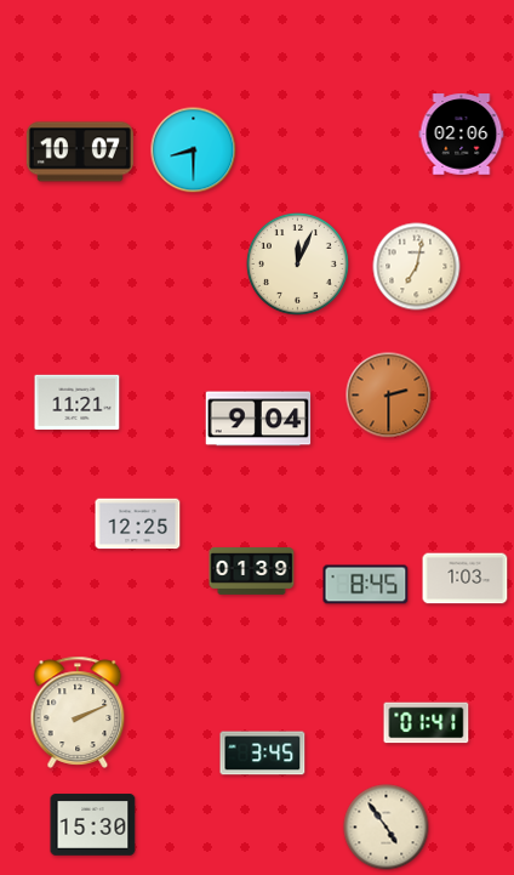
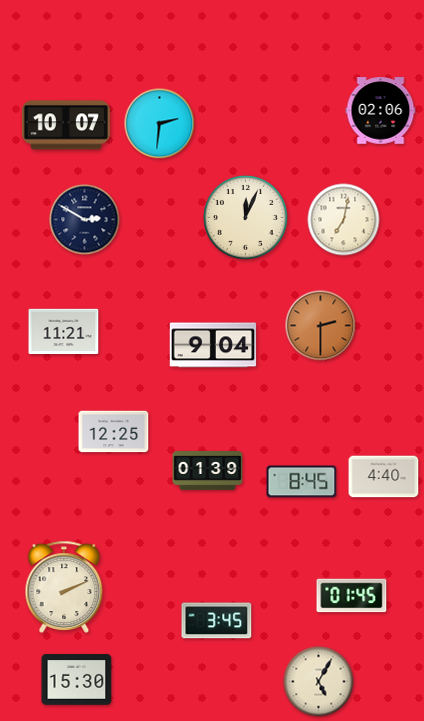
clock at (194, 150): 8:30 -> 2:31
clock at (85, 220): none -> 2:50
clock at (466, 579): 1:03 -> 4:40
clock at (427, 723): 01:41 -> 01:45
clock at (387, 828): 4:54 -> 5:05
